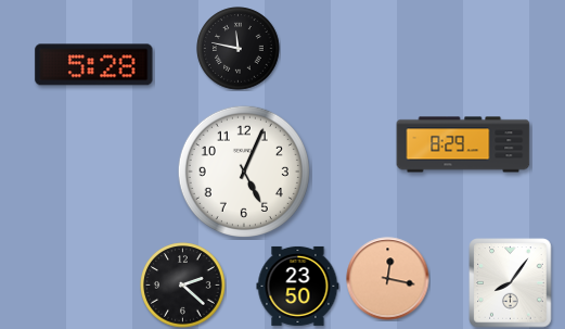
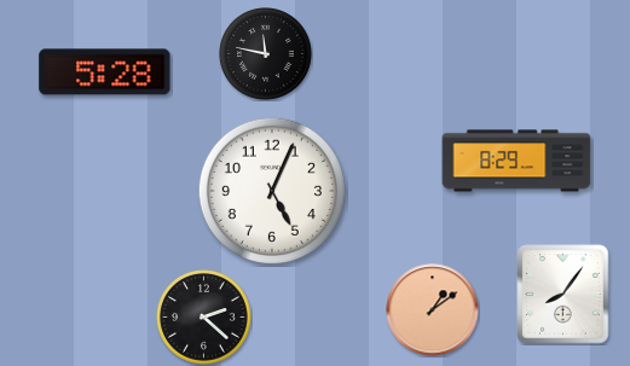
clock at (388, 279): 12:17 -> 1:09
clock at (511, 283) position: (511, 283) -> (563, 295)
clock at (298, 286): 23:50 -> none
